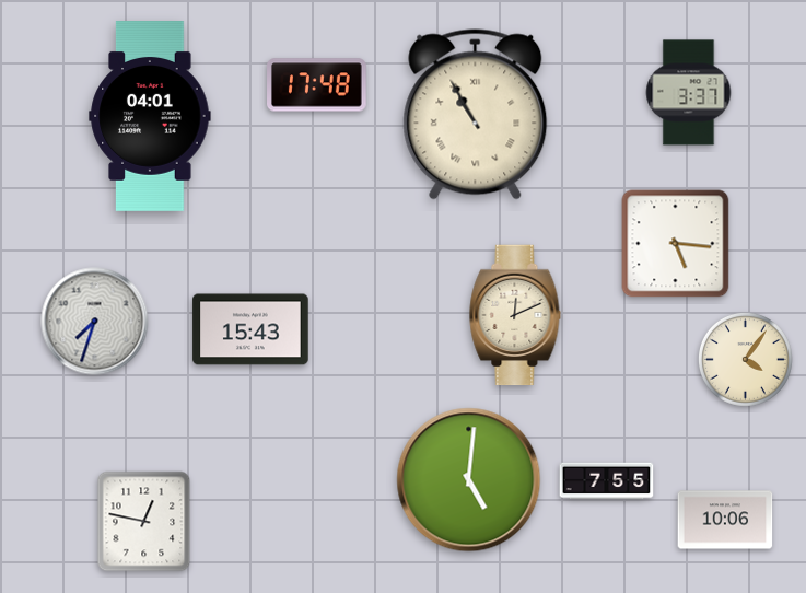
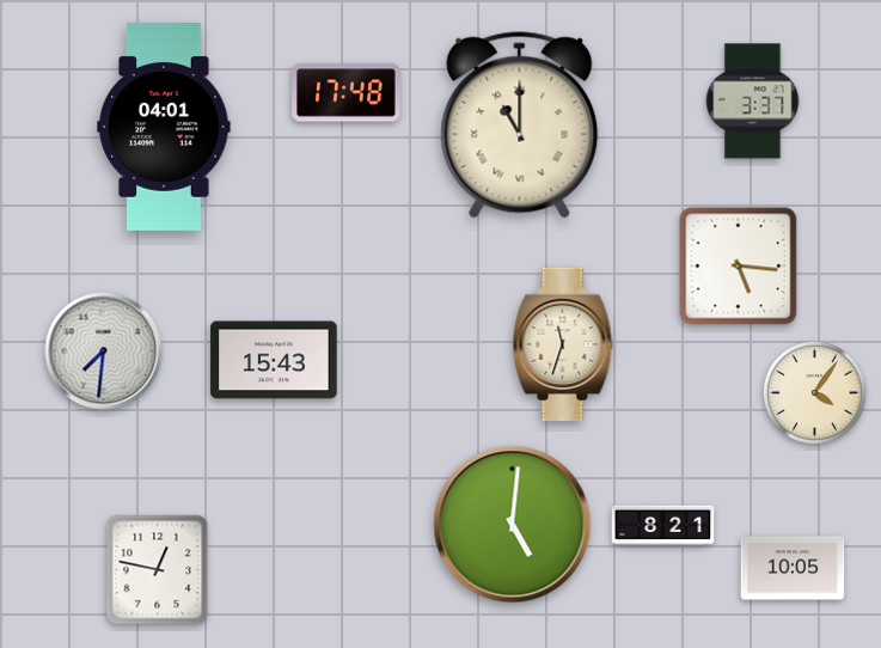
clock at (476, 115): 10:55 -> 11:00
clock at (515, 315): 12:11 -> 11:33
clock at (95, 322): 7:33 -> 7:31
clock at (607, 481): 7:55 -> 8:21
clock at (725, 520): 10:06 -> 10:05
